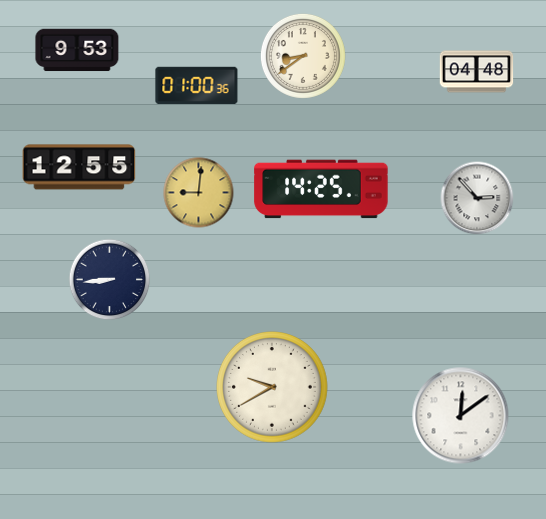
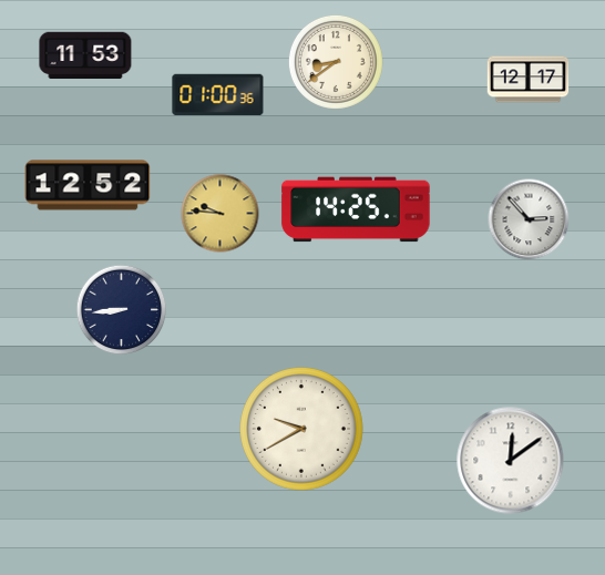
clock at (77, 50): 9:53 -> 11:53
clock at (477, 72): 04:48 -> 12:17
clock at (79, 167): 12:55 -> 12:52
clock at (199, 193): 9:01 -> 9:46
